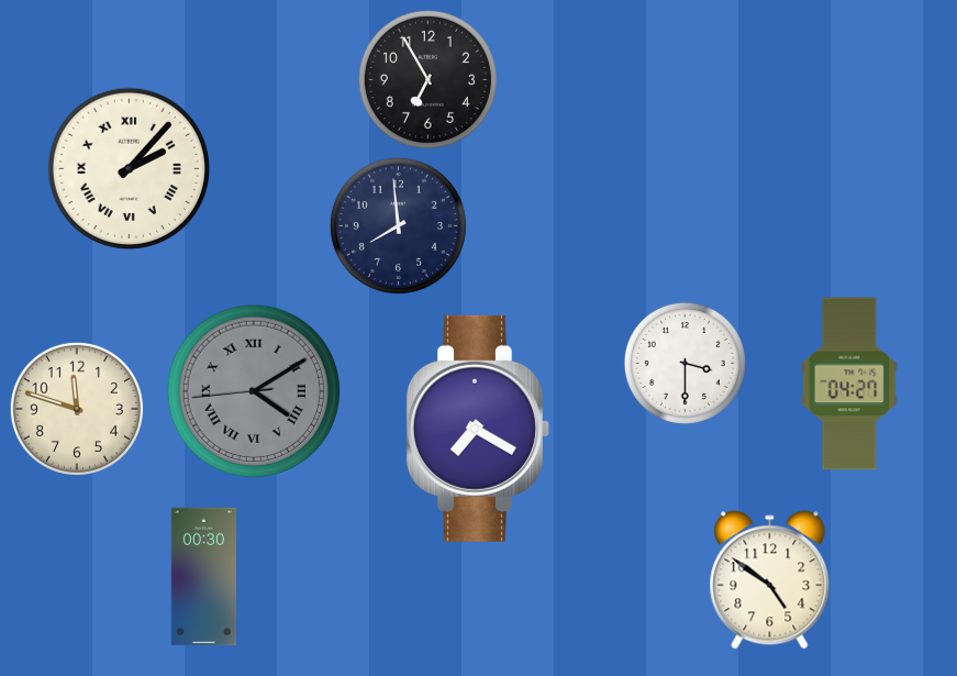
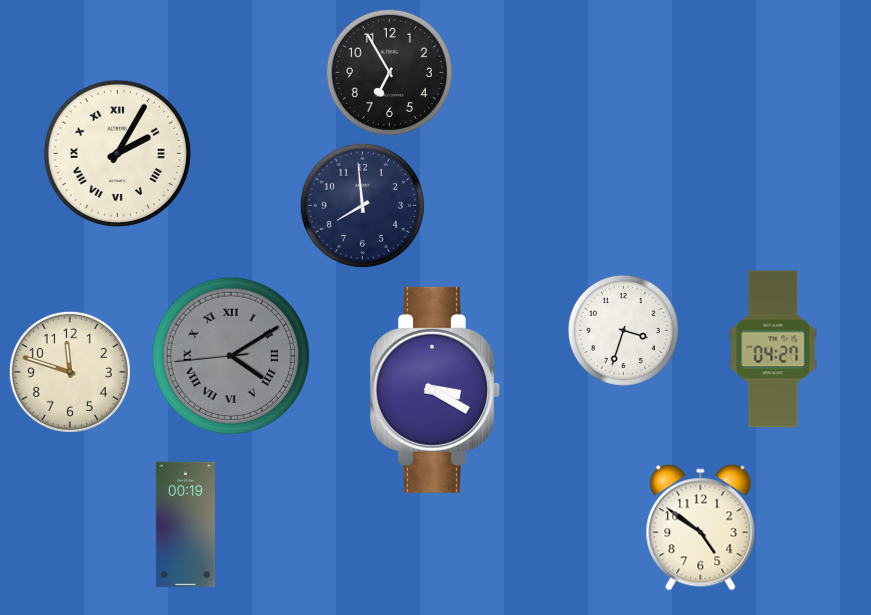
clock at (129, 168): 2:07 -> 2:05
clock at (685, 363): 3:30 -> 3:33
clock at (478, 429): 7:20 -> 3:20
clock at (203, 577): 00:30 -> 00:19
